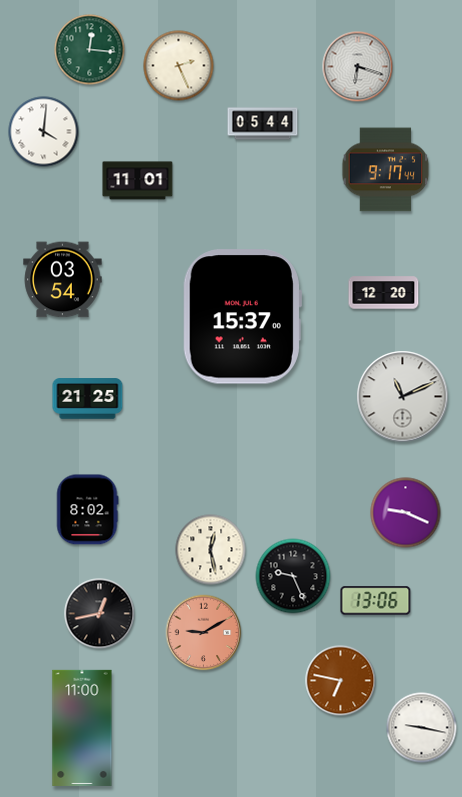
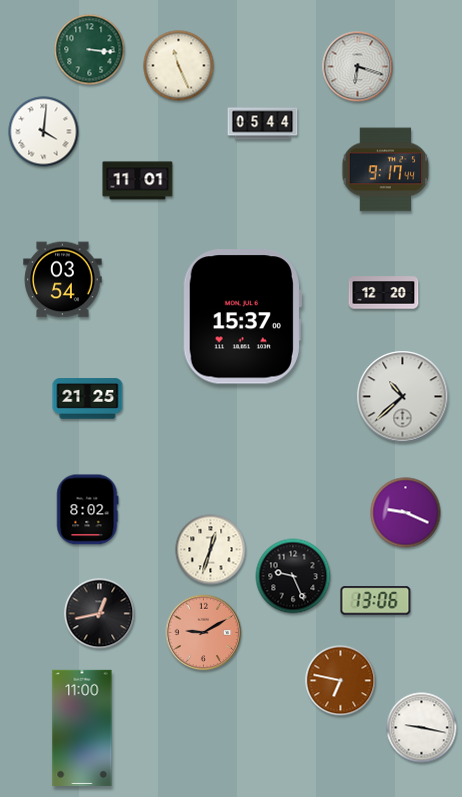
clock at (90, 50): 12:16 -> 3:16
clock at (179, 66): 2:26 -> 11:26
clock at (403, 397): 11:11 -> 10:38
clock at (211, 550): 12:28 -> 12:33
